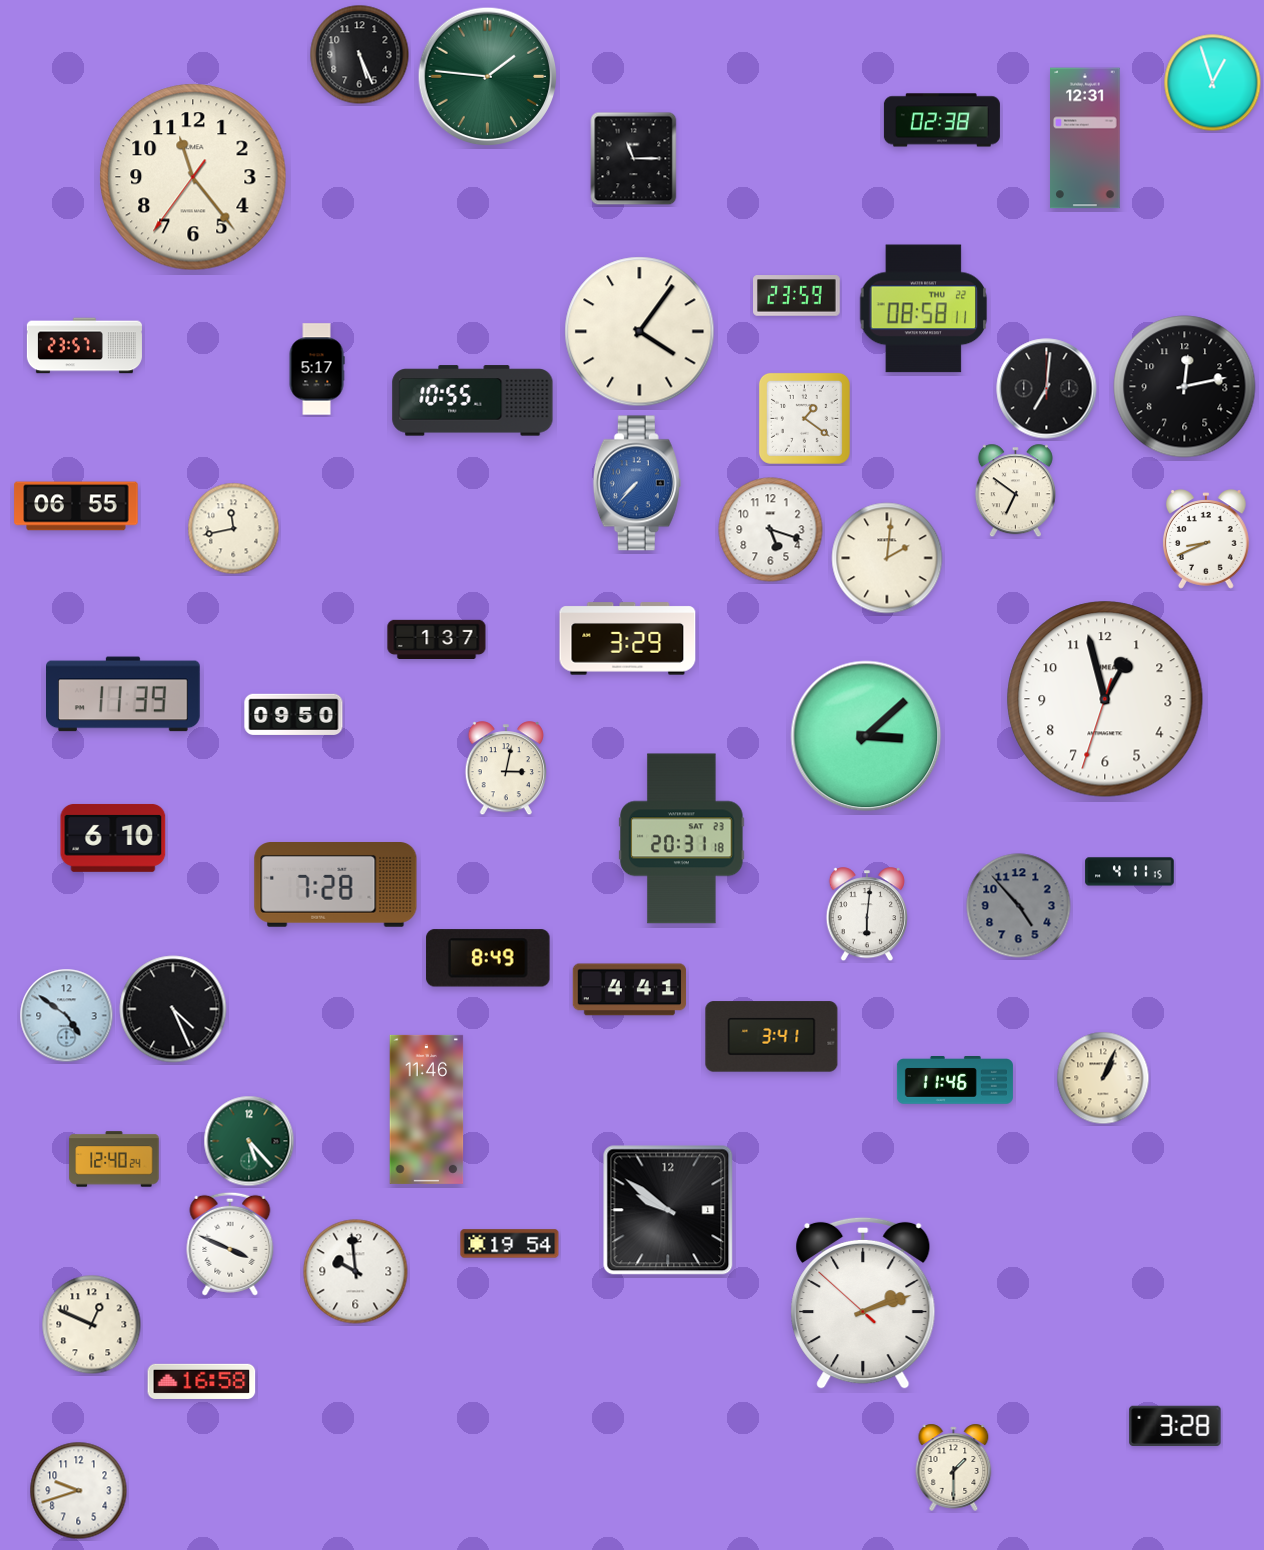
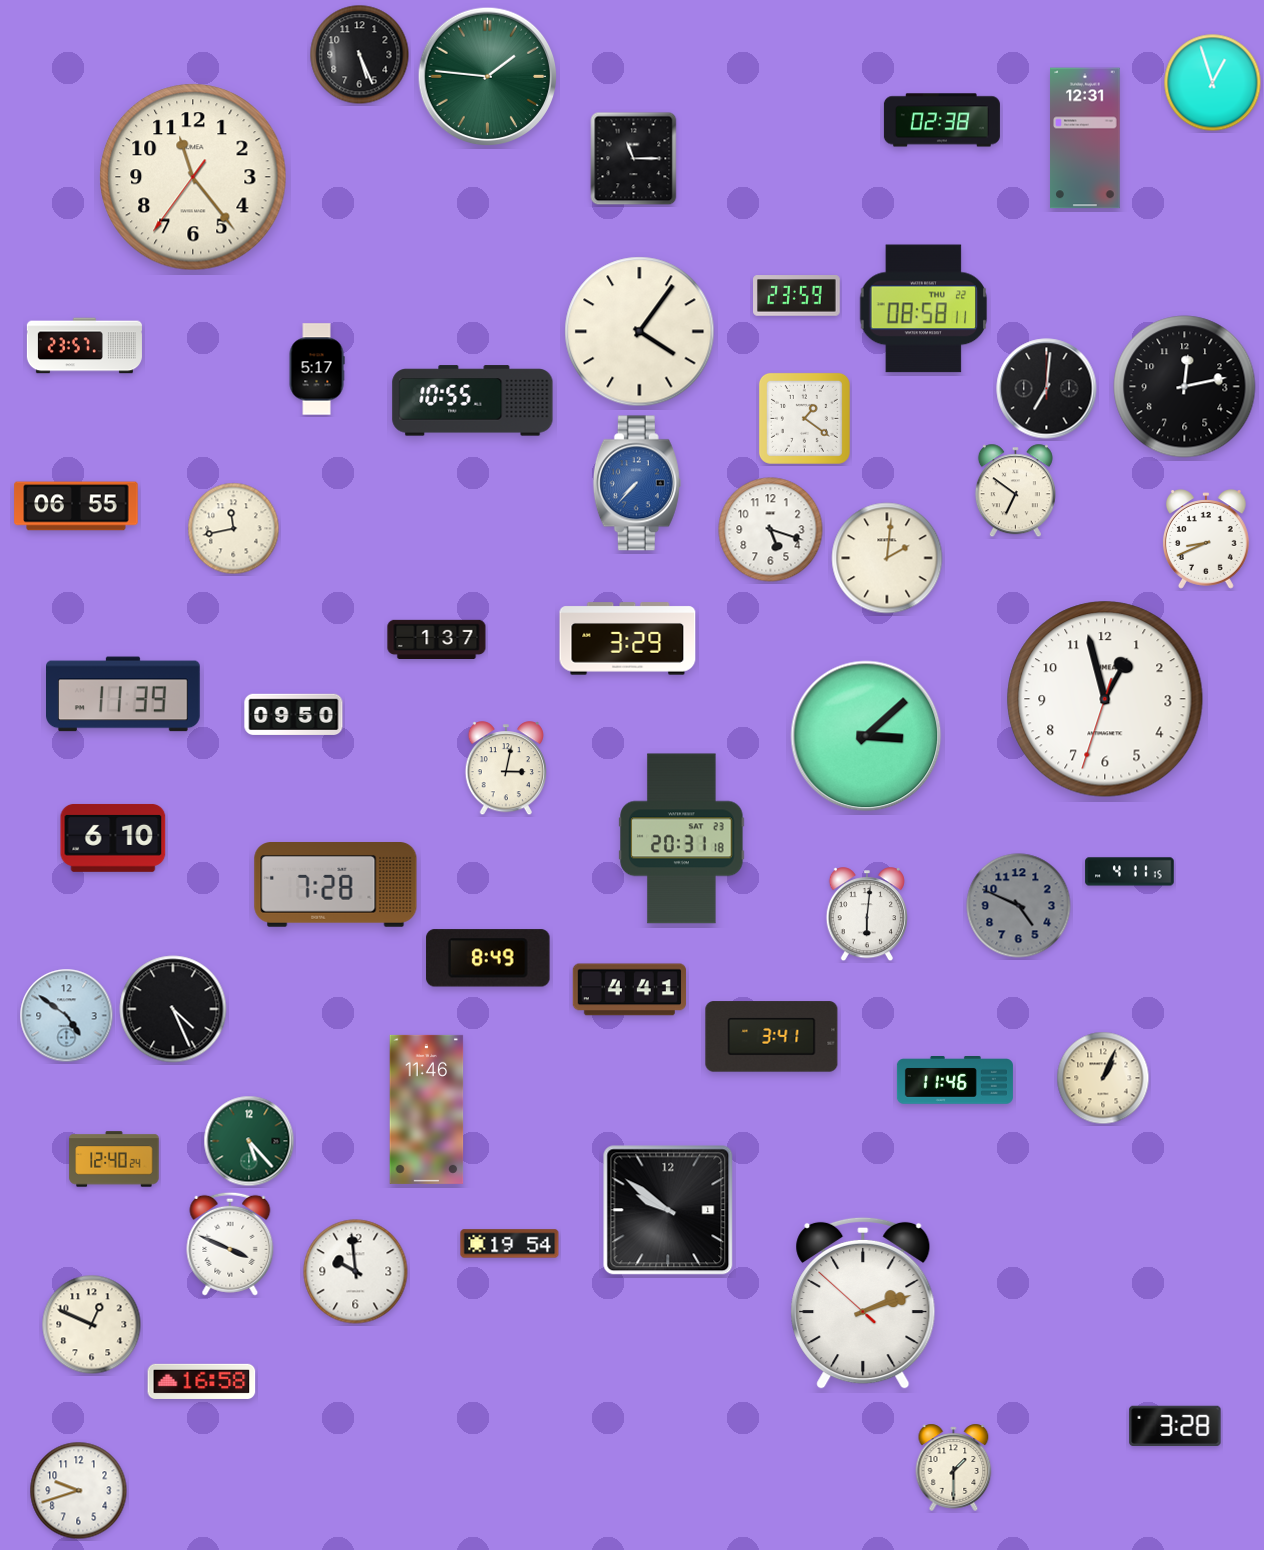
clock at (1019, 906): 4:53 -> 4:49
